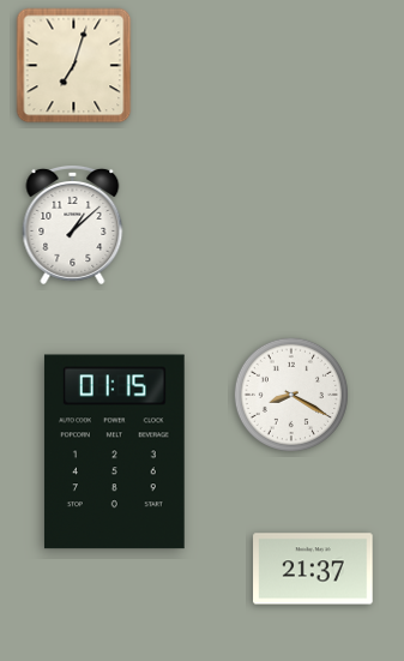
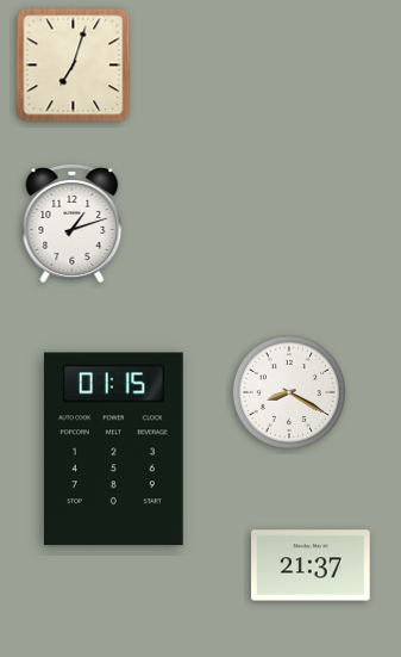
clock at (73, 226): 1:08 -> 1:12
